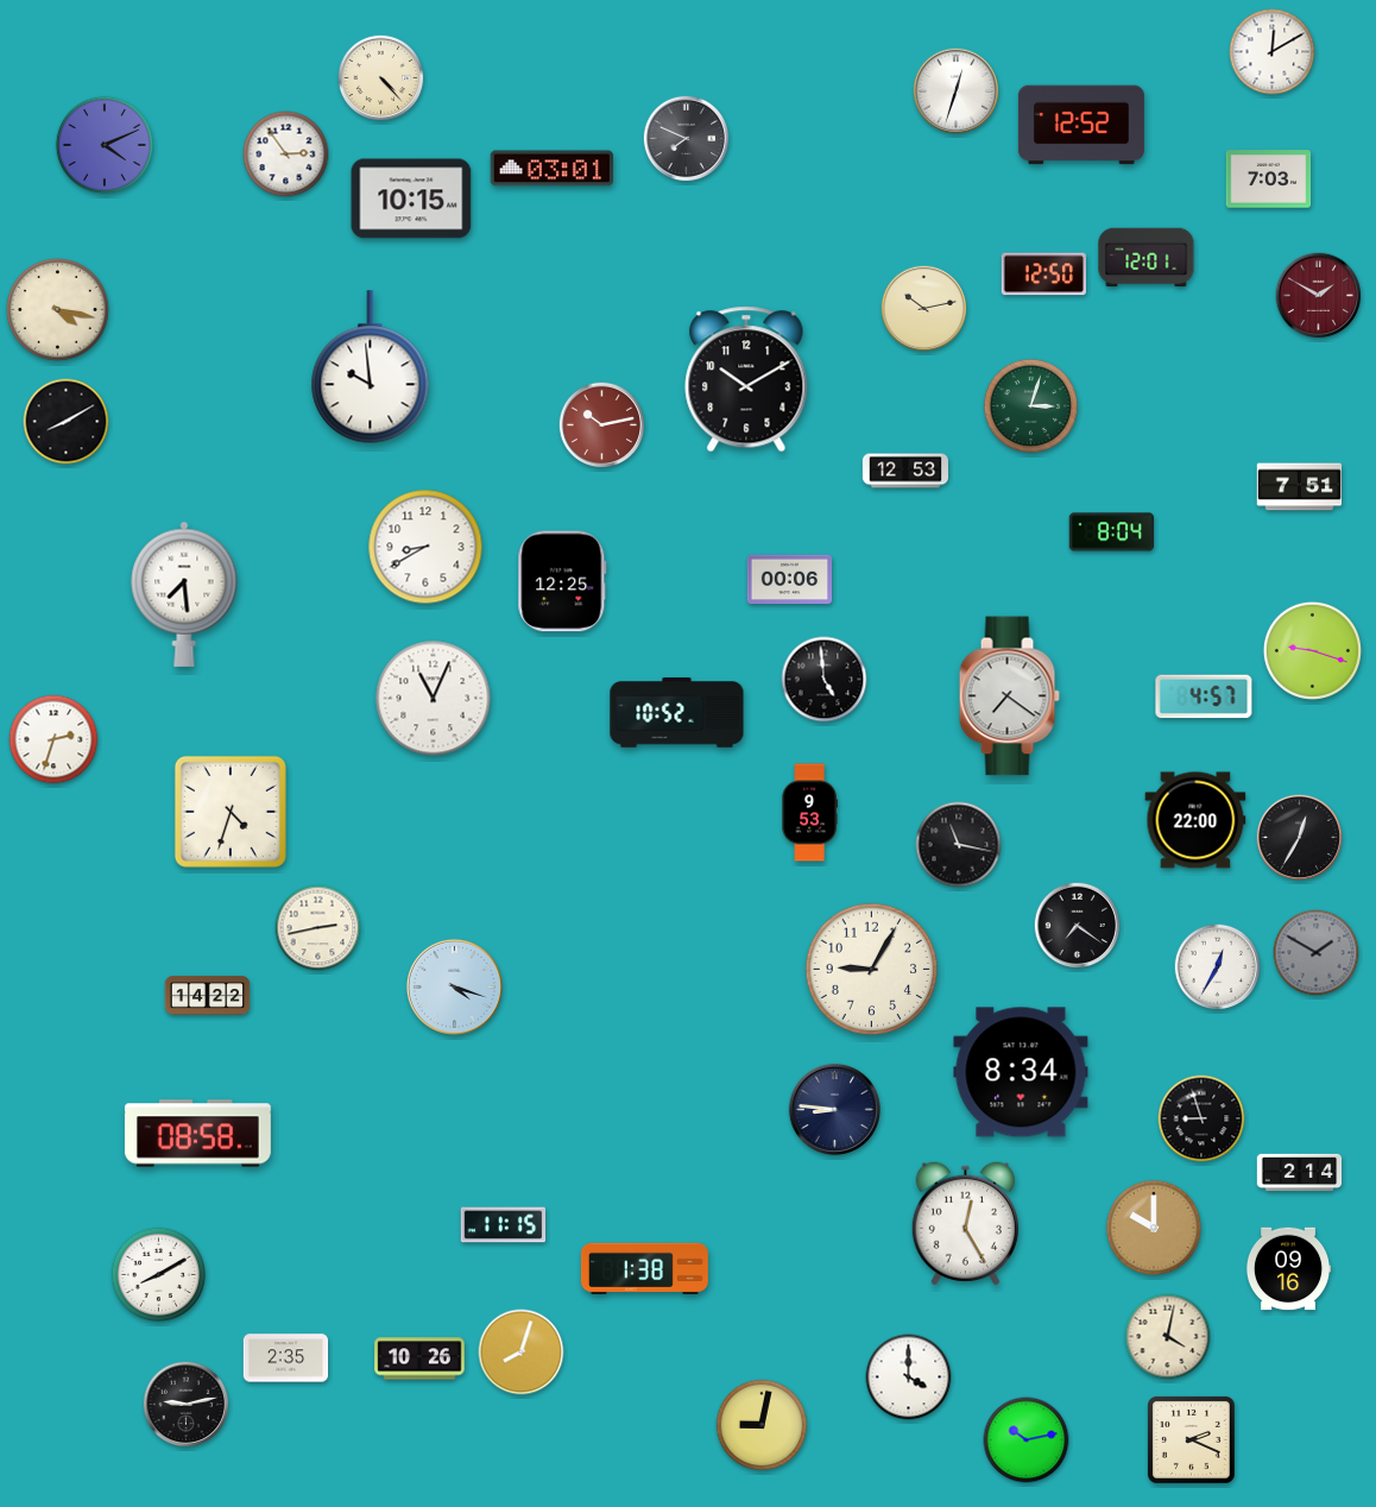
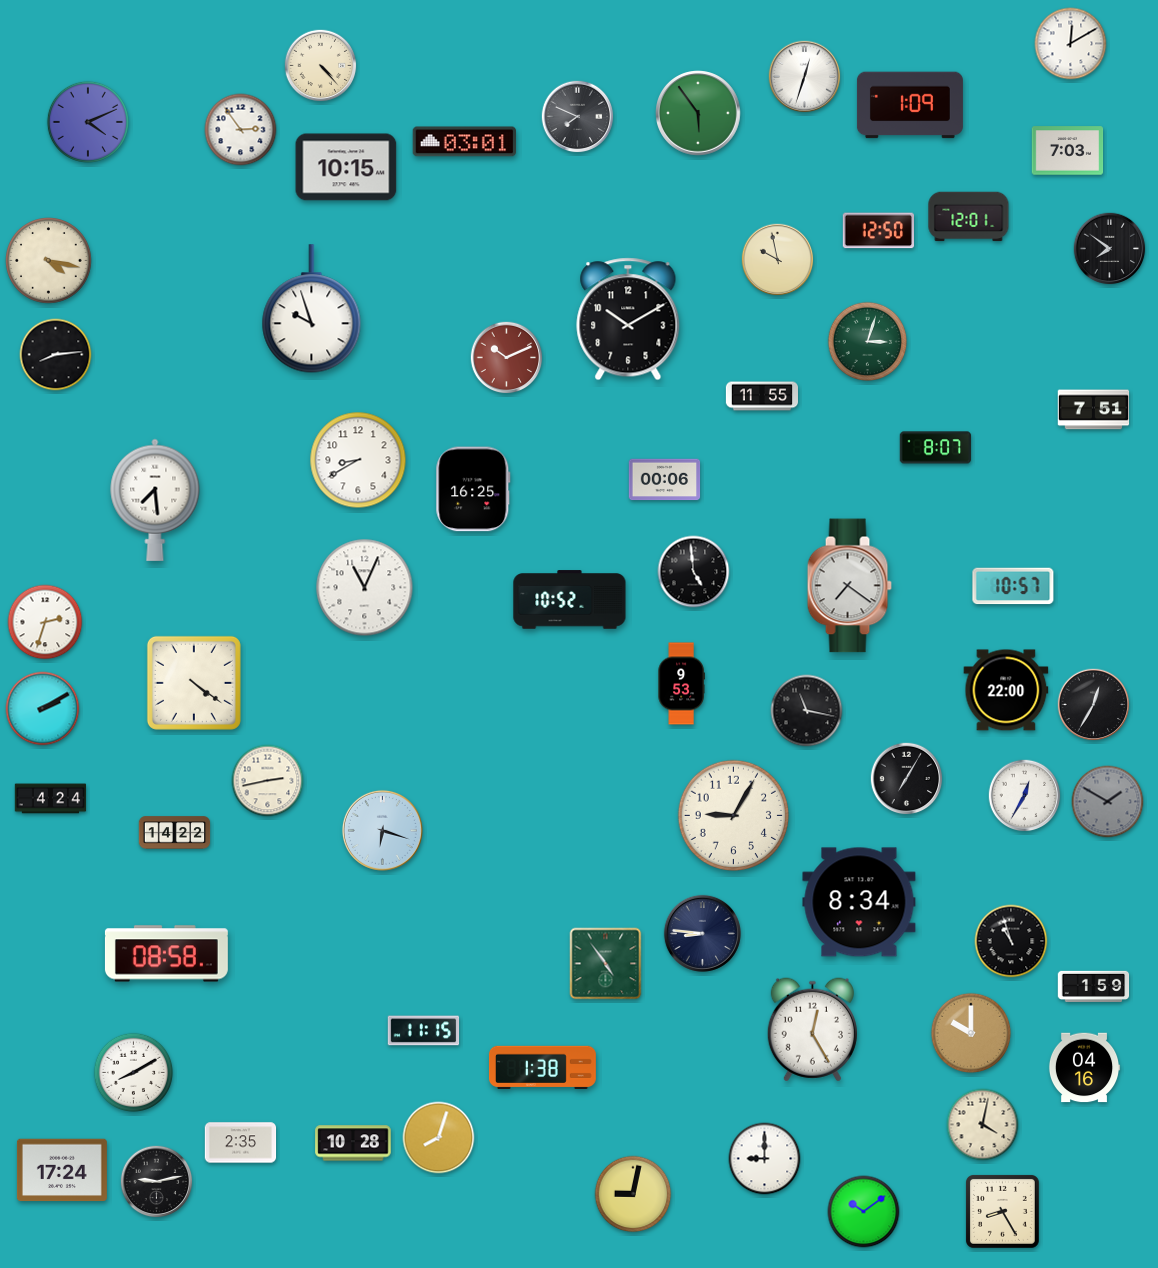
clock at (1081, 125): 12:52 -> 1:09
clock at (698, 113): none -> 5:54
clock at (1147, 258) position: (1147, 258) -> (969, 217)
clock at (1319, 296): 1:50 -> 7:51
clock at (1319, 296) dial: burgundy -> black
clock at (924, 309): 10:13 -> 9:58
clock at (371, 367): 9:59 -> 9:57
clock at (67, 422): 8:10 -> 8:14
clock at (602, 425): 10:13 -> 10:11
clock at (904, 471): 12:53 -> 11:55
clock at (1112, 532): 8:04 -> 8:07
clock at (790, 580) position: (790, 580) -> (665, 480)
clock at (562, 581): 12:25 -> 16:25
clock at (1312, 650): 9:18 -> none
clock at (1204, 696): 4:57 -> 10:57
clock at (231, 812): 4:33 -> 4:21
clock at (43, 709): none -> 2:10
clock at (1078, 926): 7:21 -> 7:05
clock at (51, 799): none -> 4:24
clock at (1218, 967) position: (1218, 967) -> (1025, 796)
clock at (454, 986): 4:18 -> 6:18
clock at (208, 996) position: (208, 996) -> (175, 833)
clock at (1201, 1118): 8:57 -> 10:57
clock at (606, 964): none -> 4:54
clock at (1300, 1172): 2:14 -> 1:59
clock at (1288, 1269): 09:16 -> 04:16
clock at (419, 1358): 10:26 -> 10:28
clock at (909, 1377): 4:00 -> 9:00
clock at (62, 1170): none -> 17:24
clock at (762, 1425) position: (762, 1425) -> (633, 1194)
clock at (1191, 1439): 2:19 -> 8:25
clock at (1027, 1440): 10:13 -> 10:09
